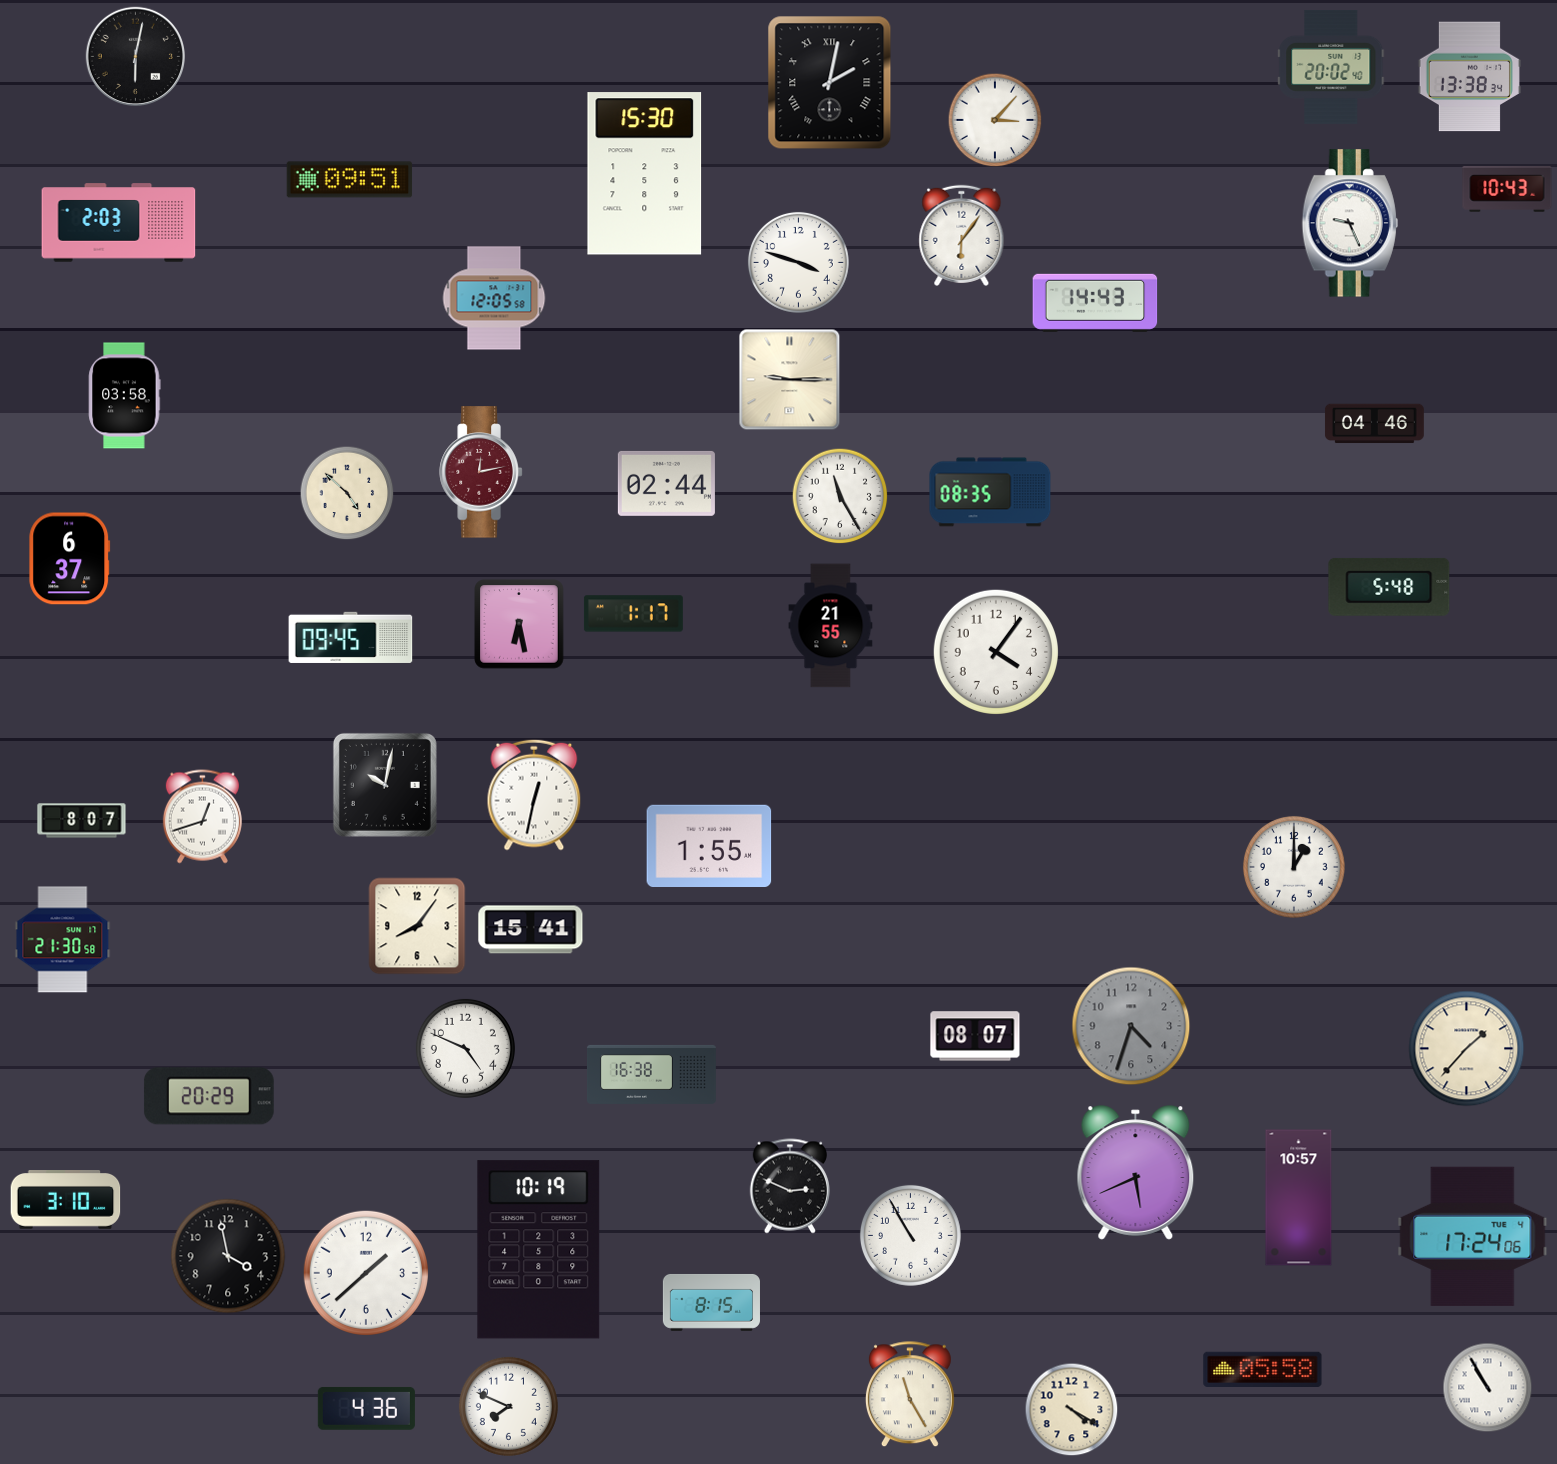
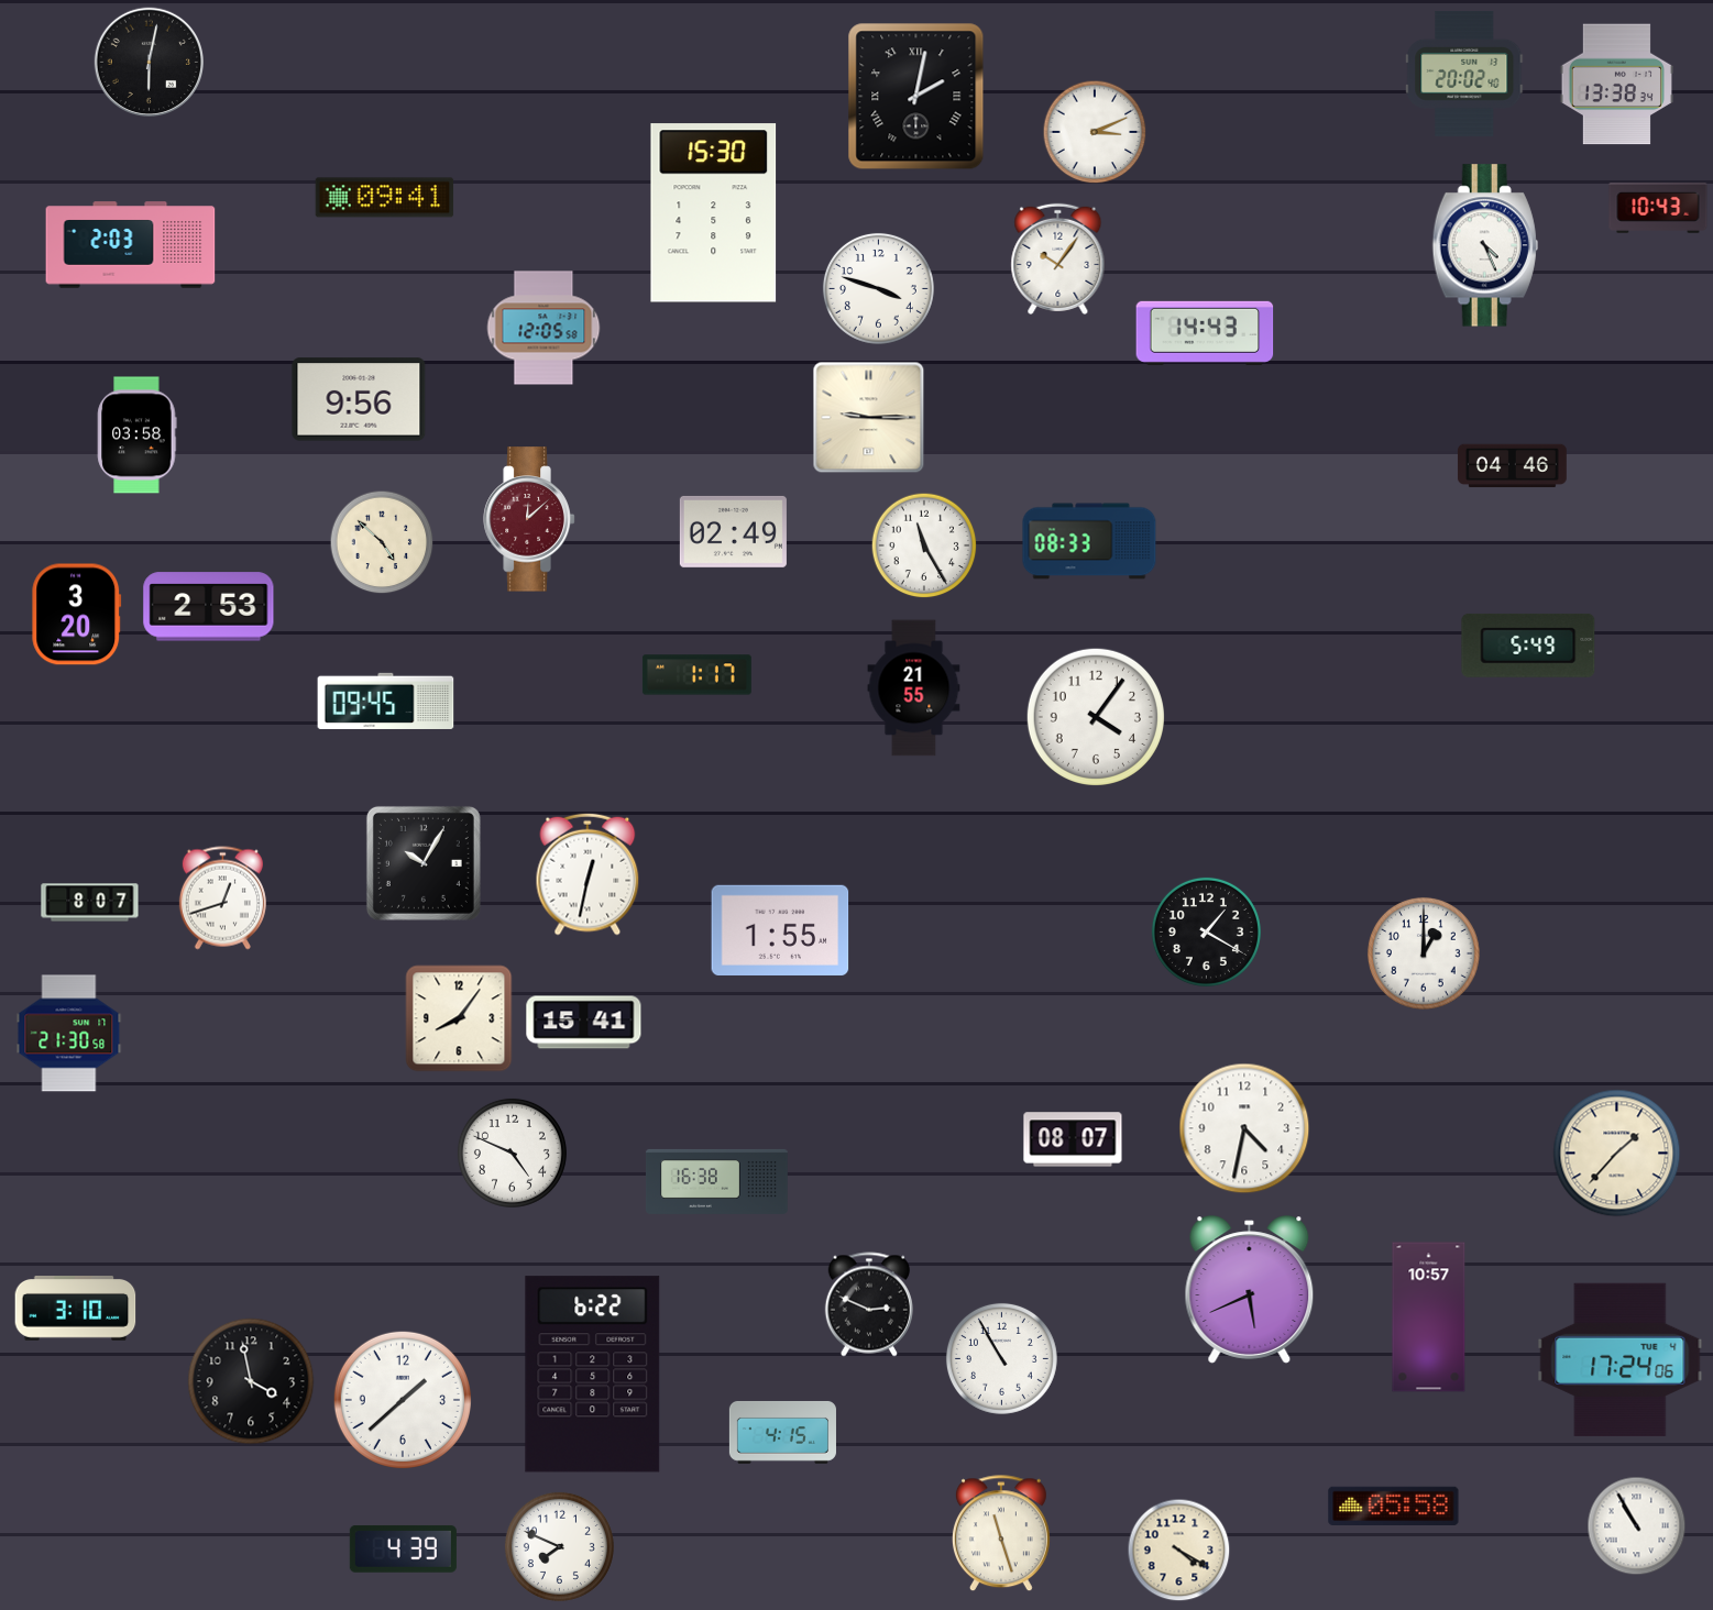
clock at (830, 83) position: (830, 83) -> (916, 97)
clock at (995, 120): 3:07 -> 3:11
clock at (645, 174) position: (645, 174) -> (714, 213)
clock at (350, 180): 09:51 -> 09:41
clock at (1350, 223): 9:26 -> 4:26
clock at (962, 235): 6:06 -> 10:06
clock at (359, 399): none -> 9:56
clock at (481, 472): 12:13 -> 12:08
clock at (666, 483): 02:44 -> 02:49
clock at (990, 492): 08:35 -> 08:33
clock at (209, 607): none -> 2:53
clock at (70, 559): 6:37 -> 3:20
clock at (1389, 587): 5:48 -> 5:49
clock at (519, 624): 6:28 -> none
clock at (385, 785): 10:02 -> 10:05
clock at (1206, 931): none -> 1:20
clock at (1131, 1026): 4:33 -> 4:32
clock at (1131, 1026) dial: grey -> white
clock at (1467, 1049) position: (1467, 1049) -> (1617, 1154)
clock at (209, 1096): 20:29 -> none
clock at (66, 1200) position: (66, 1200) -> (76, 1309)
clock at (539, 1250): 10:19 -> 6:22
clock at (711, 1302): 8:15 -> 4:15
clock at (1263, 1369) position: (1263, 1369) -> (1394, 1506)
clock at (910, 1395): 11:25 -> 11:27
clock at (366, 1408): 4:36 -> 4:39
